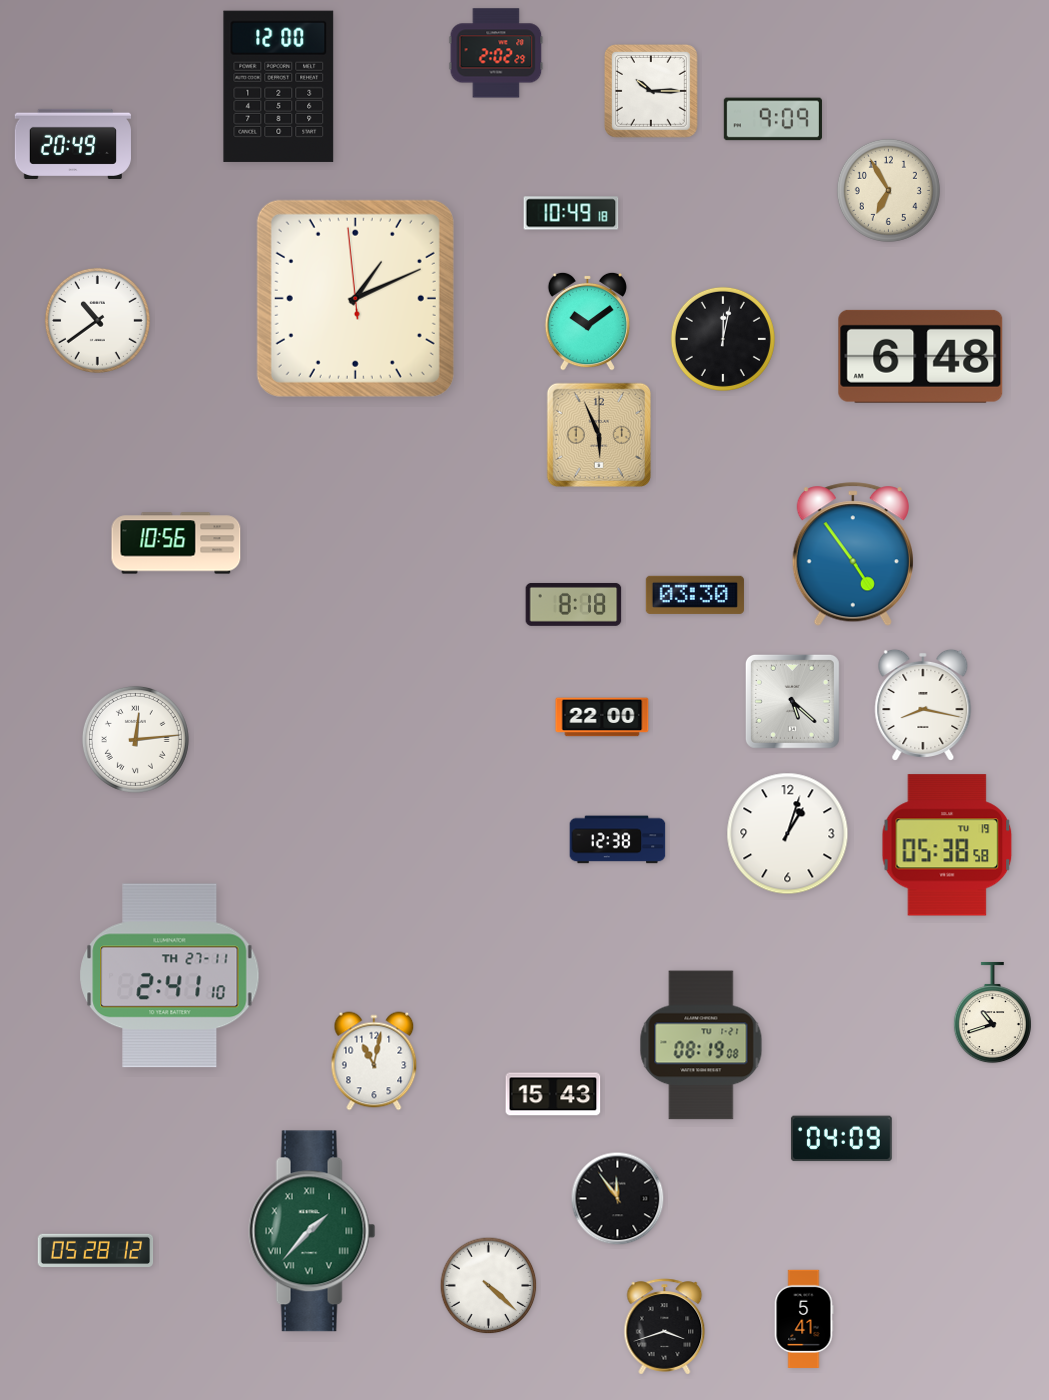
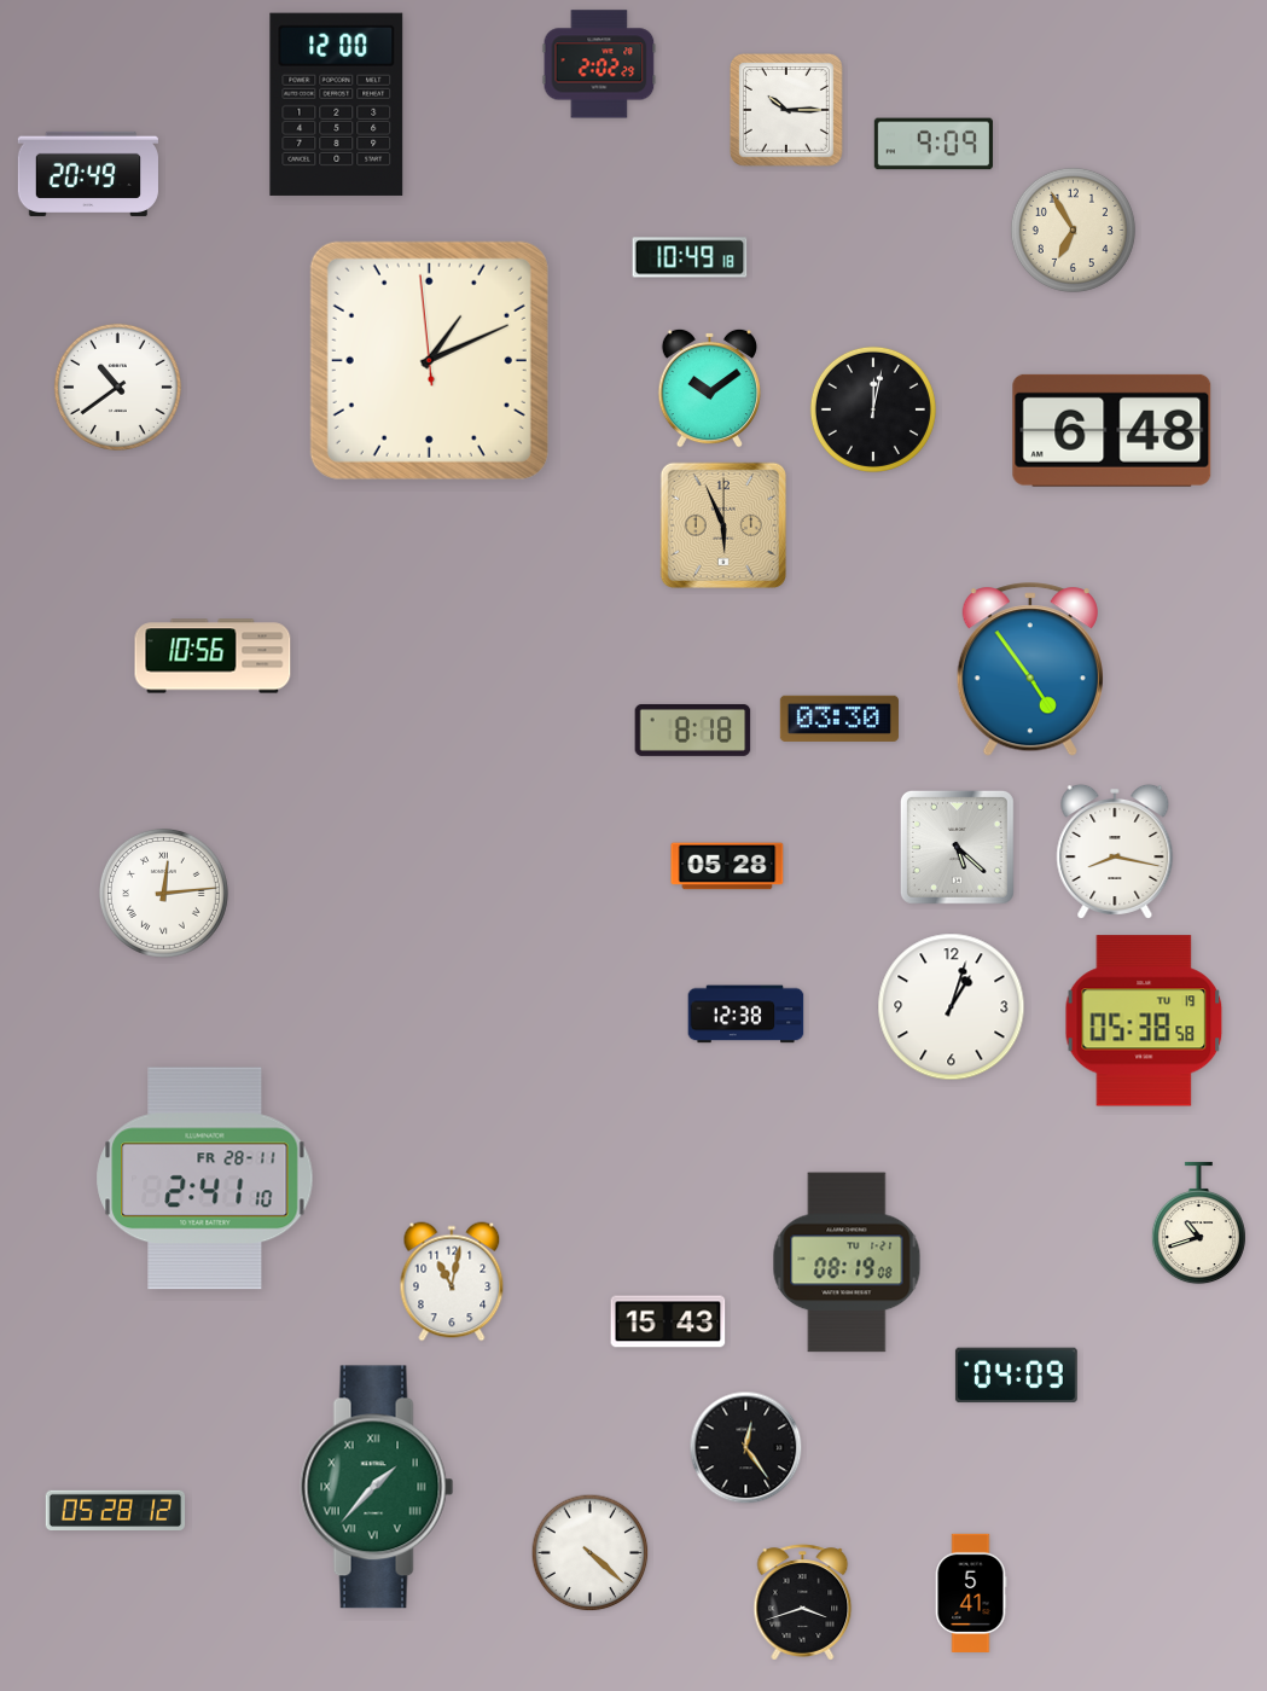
clock at (602, 717): 22:00 -> 05:28
clock at (170, 976) date: TH 27-11 -> FR 28-11
clock at (618, 1199): 11:54 -> 12:24
